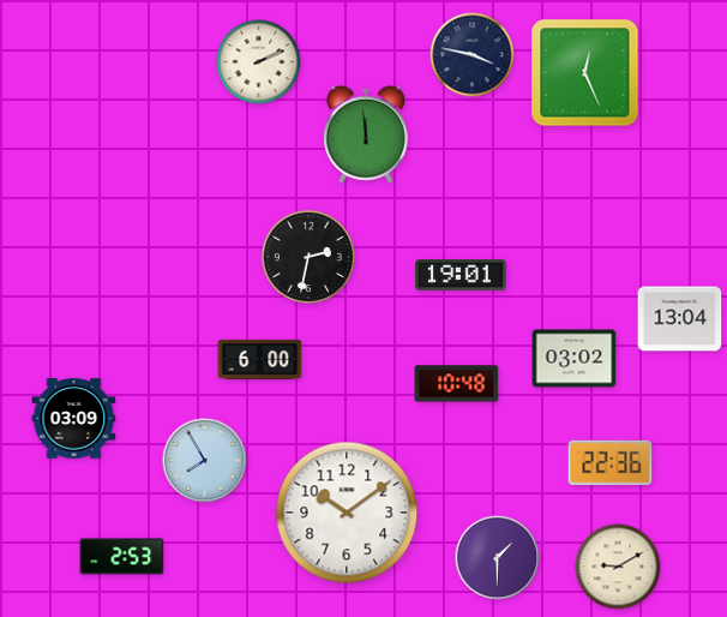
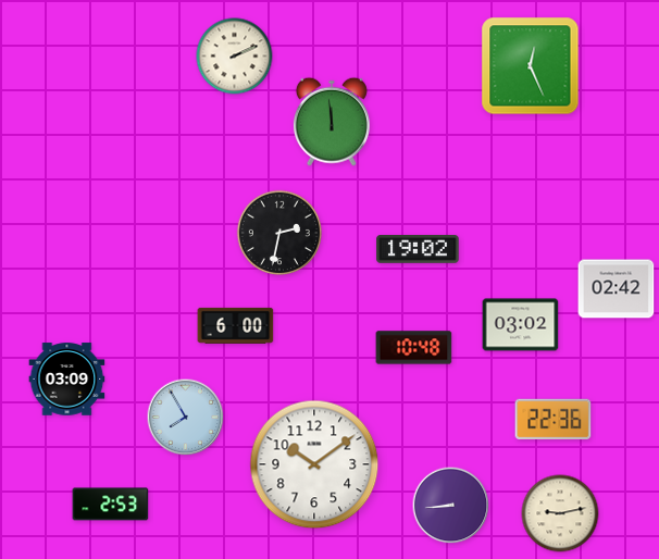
clock at (473, 55): 3:47 -> none
clock at (461, 276): 19:01 -> 19:02
clock at (680, 319): 13:04 -> 02:42
clock at (498, 558): 1:30 -> 8:44
clock at (618, 567): 9:10 -> 9:13
